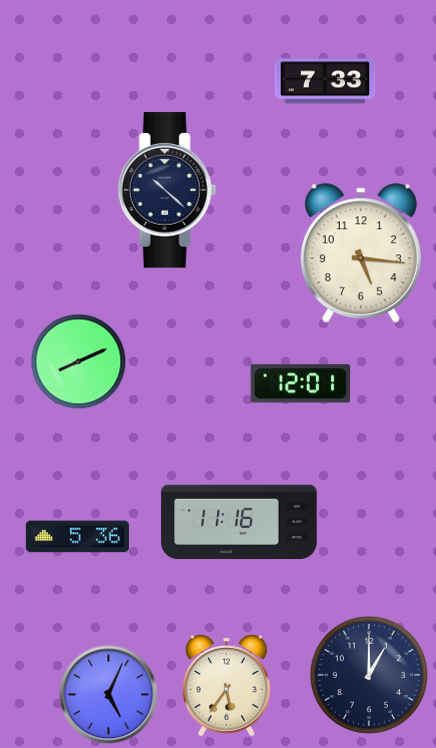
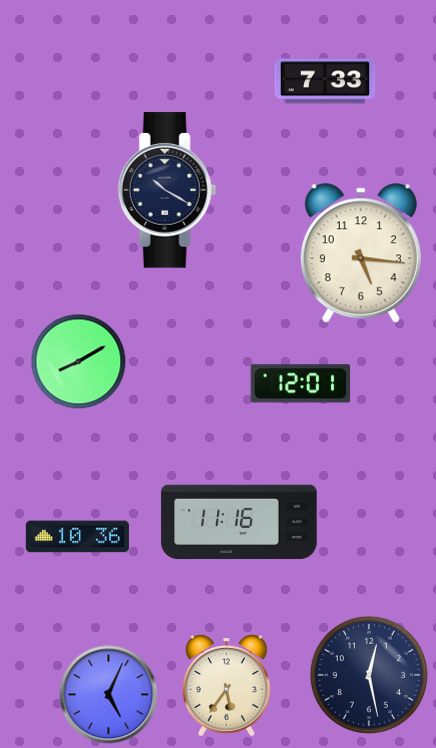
clock at (167, 190): 10:22 -> 10:20
clock at (79, 362): 8:11 -> 8:10
clock at (77, 537): 5:36 -> 10:36
clock at (369, 675): 1:00 -> 12:28
